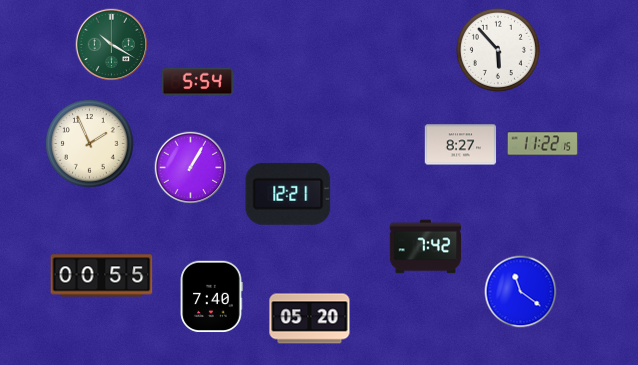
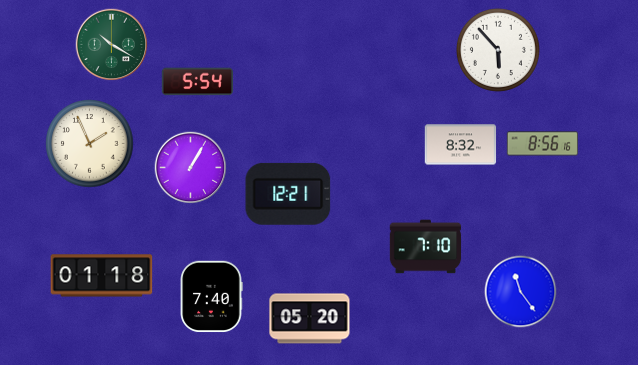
clock at (543, 144): 11:22 -> 8:56
clock at (461, 145): 8:27 -> 8:32
clock at (426, 247): 7:42 -> 7:10
clock at (102, 276): 00:55 -> 01:18
clock at (521, 292): 11:21 -> 11:24
